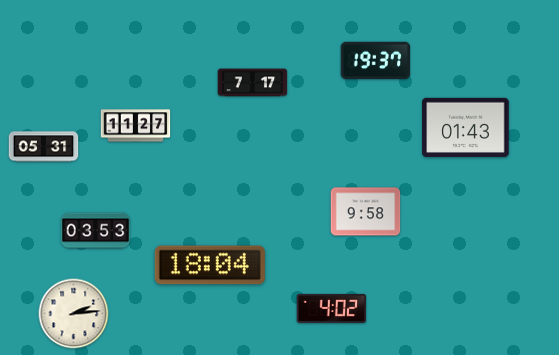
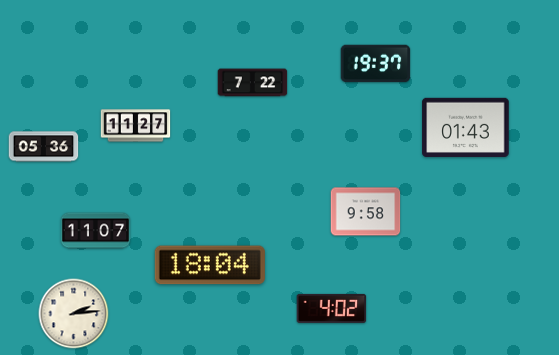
clock at (376, 61) position: (376, 61) -> (376, 64)
clock at (253, 83): 7:17 -> 7:22
clock at (44, 147): 05:31 -> 05:36
clock at (96, 231): 03:53 -> 11:07
